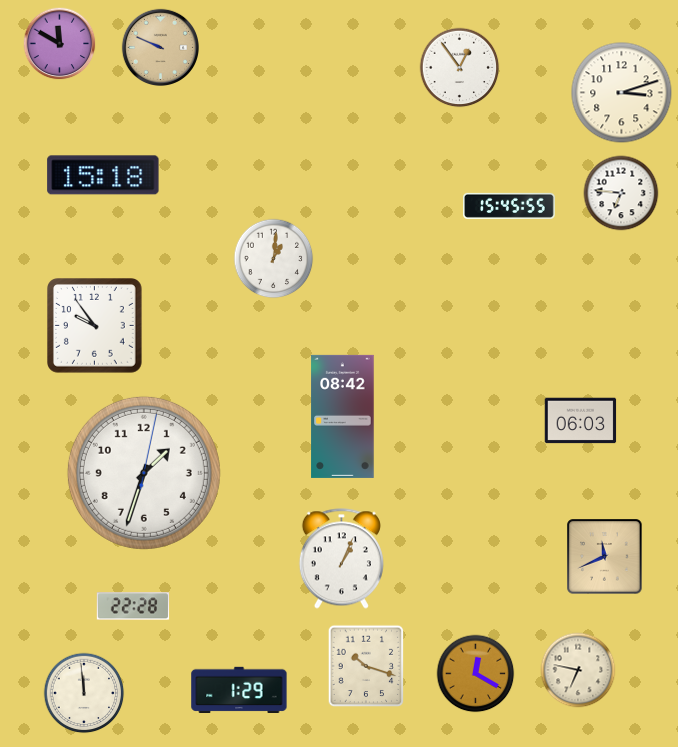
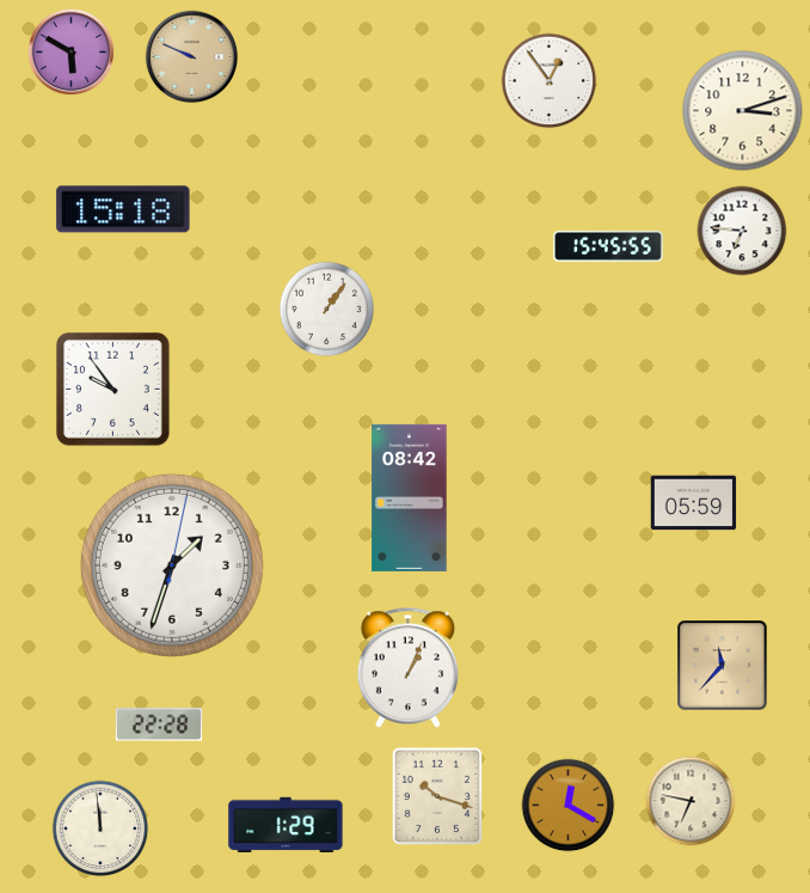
clock at (60, 44): 11:50 -> 5:50
clock at (274, 259): 1:01 -> 1:06
clock at (581, 421): 06:03 -> 05:59
clock at (605, 557): 11:41 -> 11:37
